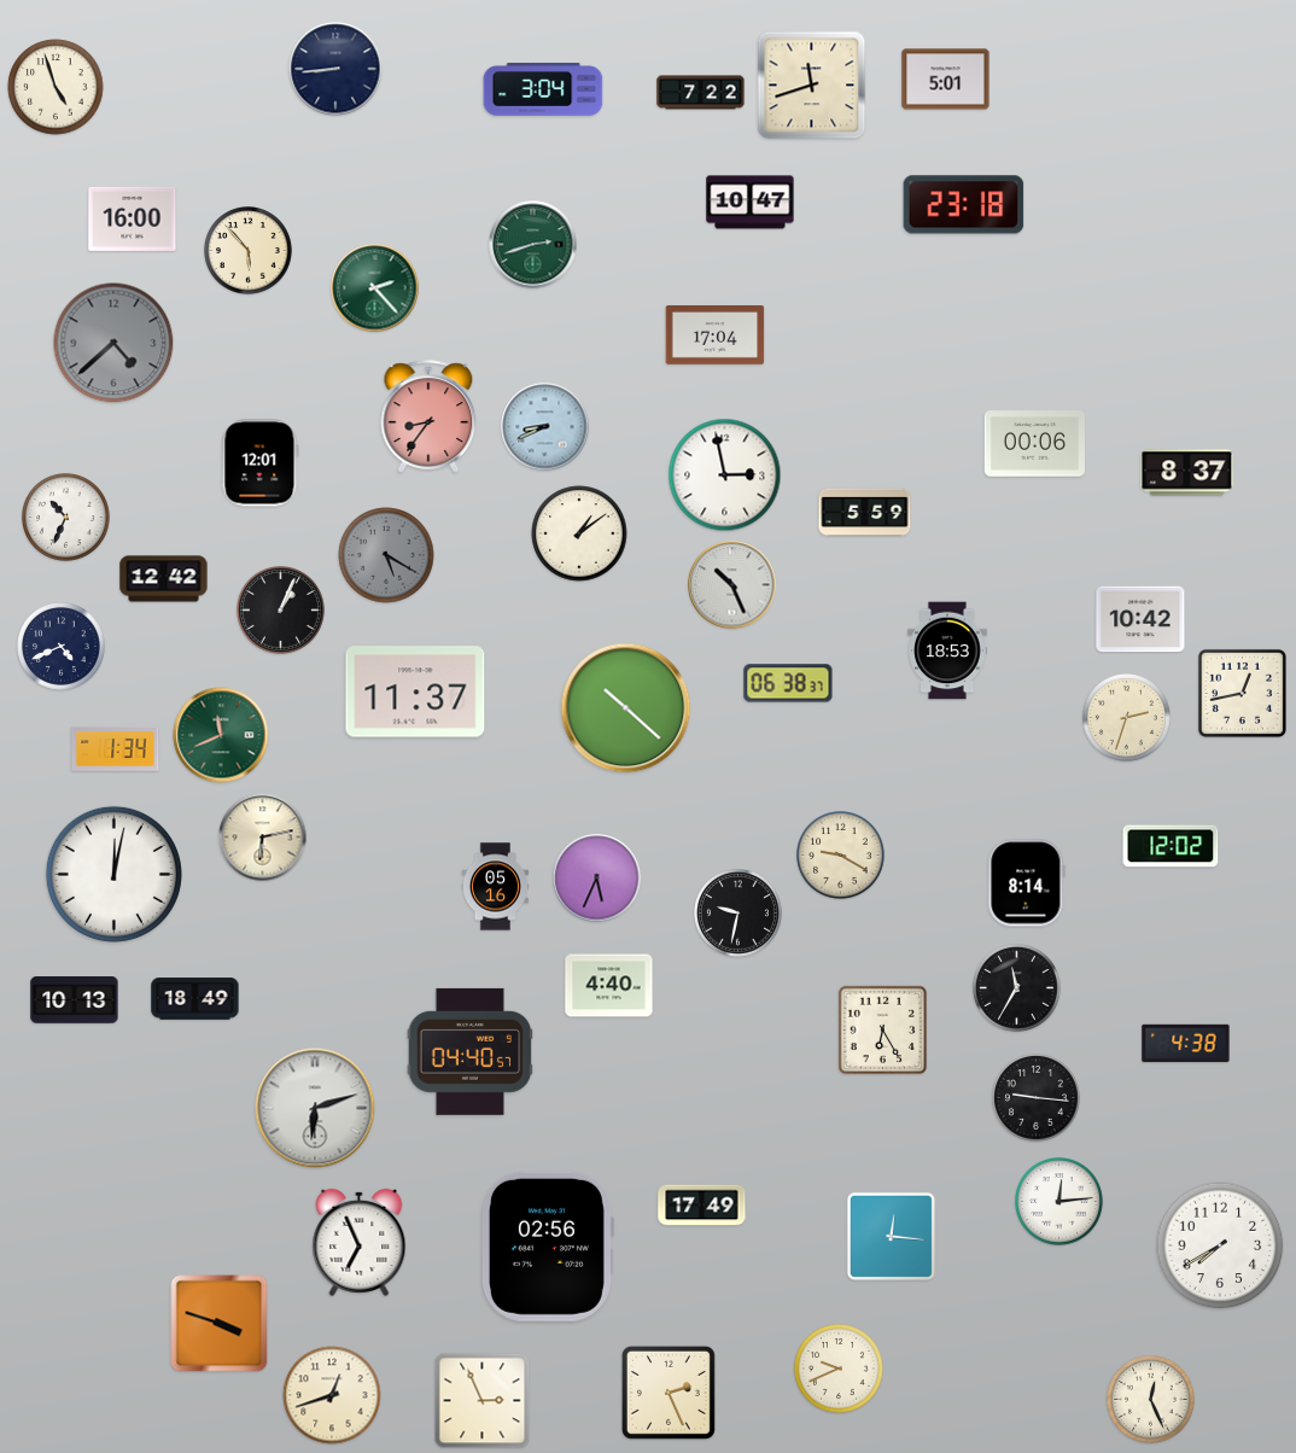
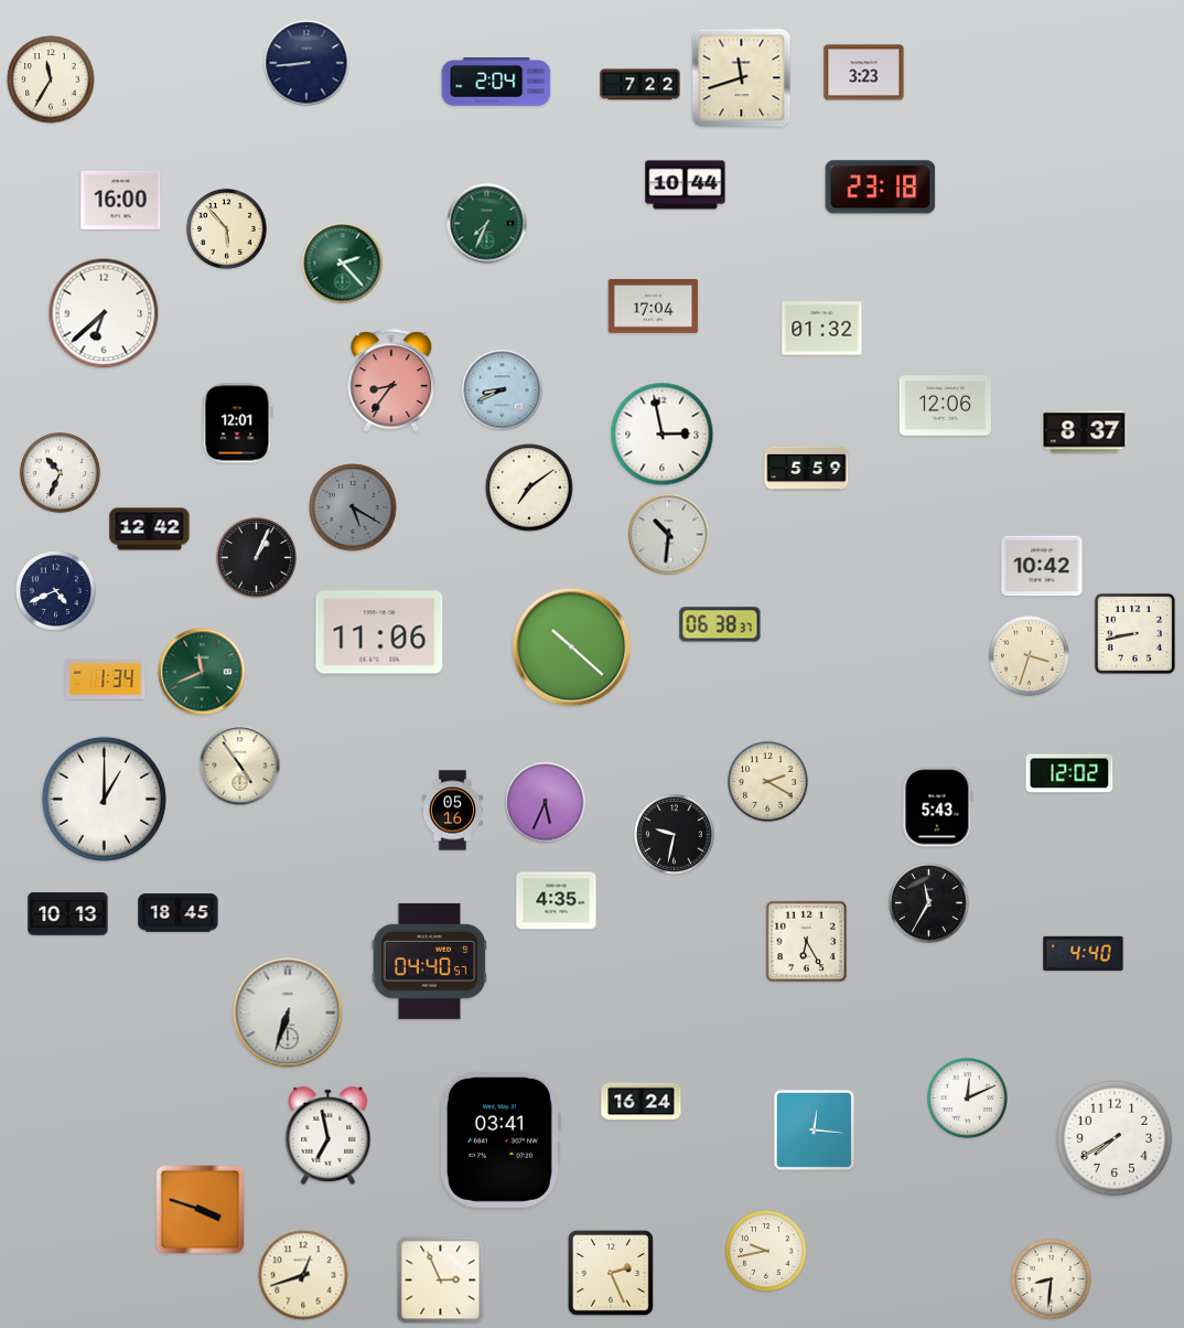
clock at (946, 80): 5:01 -> 3:23
clock at (56, 87): 4:57 -> 11:35
clock at (543, 89): 3:04 -> 2:04
clock at (751, 203): 10:47 -> 10:44
clock at (533, 245): 2:42 -> 7:34
clock at (113, 343): 4:38 -> 6:38
clock at (113, 343) dial: grey -> white
clock at (822, 329): none -> 01:32
clock at (545, 427) position: (545, 427) -> (503, 390)
clock at (1034, 444): 00:06 -> 12:06
clock at (865, 513) position: (865, 513) -> (807, 469)
clock at (579, 533): 1:09 -> 7:09
clock at (732, 585): 10:26 -> 10:31
clock at (947, 650): 18:53 -> none
clock at (415, 692): 11:37 -> 11:06
clock at (1242, 693): 12:43 -> 8:43
clock at (1127, 718): 2:33 -> 3:33
clock at (116, 748) position: (116, 748) -> (106, 678)
clock at (263, 838): 6:13 -> 4:54
clock at (841, 856): 9:20 -> 2:20
clock at (113, 874): 12:02 -> 1:00
clock at (1027, 883): 8:14 -> 5:43
clock at (609, 986): 4:40 -> 4:35
clock at (195, 999): 18:49 -> 18:45
clock at (1186, 1044): 4:38 -> 4:40
clock at (1037, 1098): 9:16 -> none
clock at (315, 1108): 6:12 -> 6:33
clock at (1059, 1202): 12:14 -> 12:11
clock at (702, 1206): 17:49 -> 16:24
clock at (360, 1242): 6:56 -> 6:58
clock at (547, 1247): 02:56 -> 03:41
clock at (840, 1370): 9:41 -> 9:43
clock at (1151, 1400): 12:26 -> 8:31
